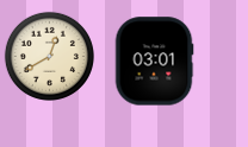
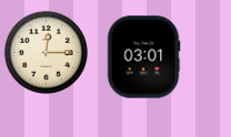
clock at (49, 56): 12:40 -> 12:15
